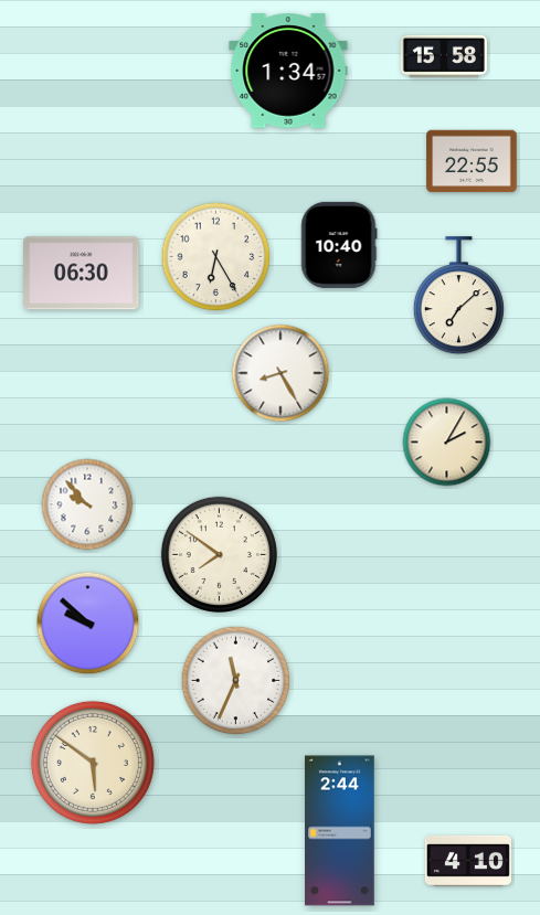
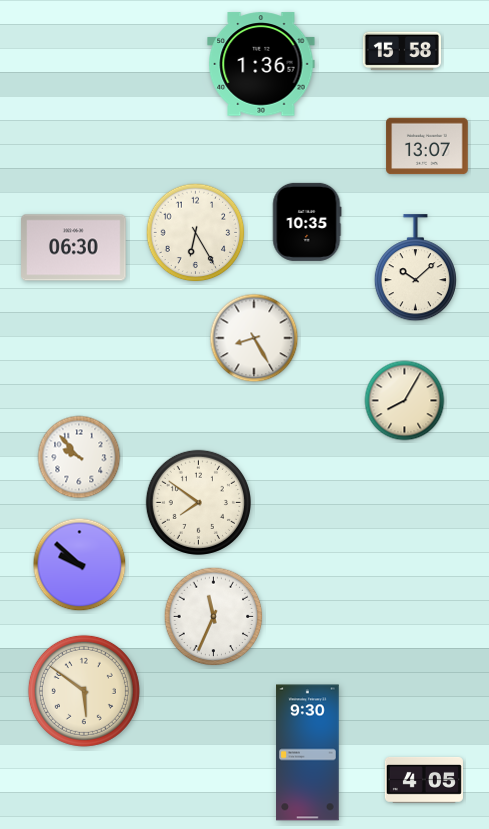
clock at (288, 71): 1:34 -> 1:36
clock at (472, 161): 22:55 -> 13:07
clock at (339, 245): 10:40 -> 10:35
clock at (458, 296): 7:08 -> 10:08
clock at (447, 443): 2:05 -> 8:05
clock at (340, 831): 2:44 -> 9:30
clock at (468, 861): 4:10 -> 4:05
